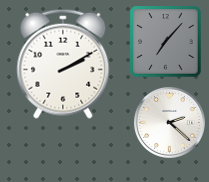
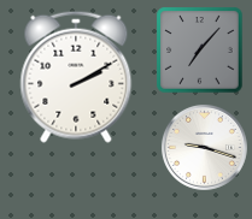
clock at (169, 122): 2:22 -> 9:18
